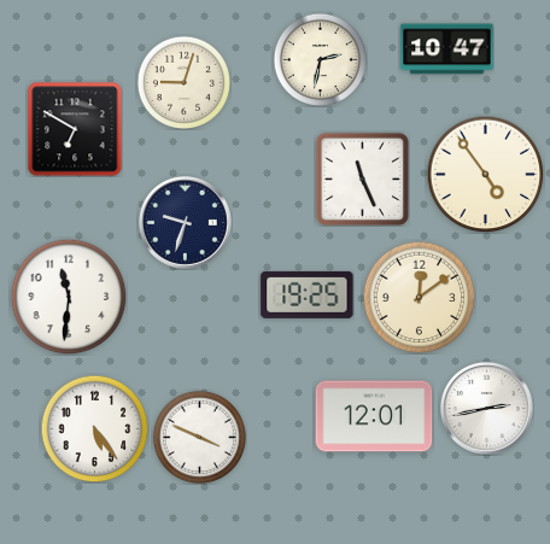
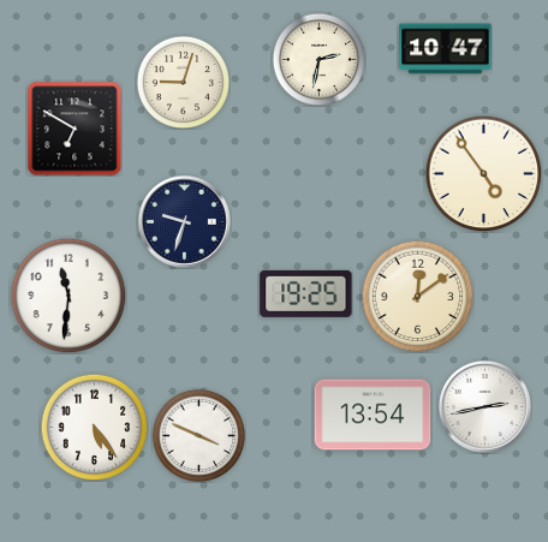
clock at (362, 179): 11:26 -> none
clock at (374, 416): 12:01 -> 13:54
